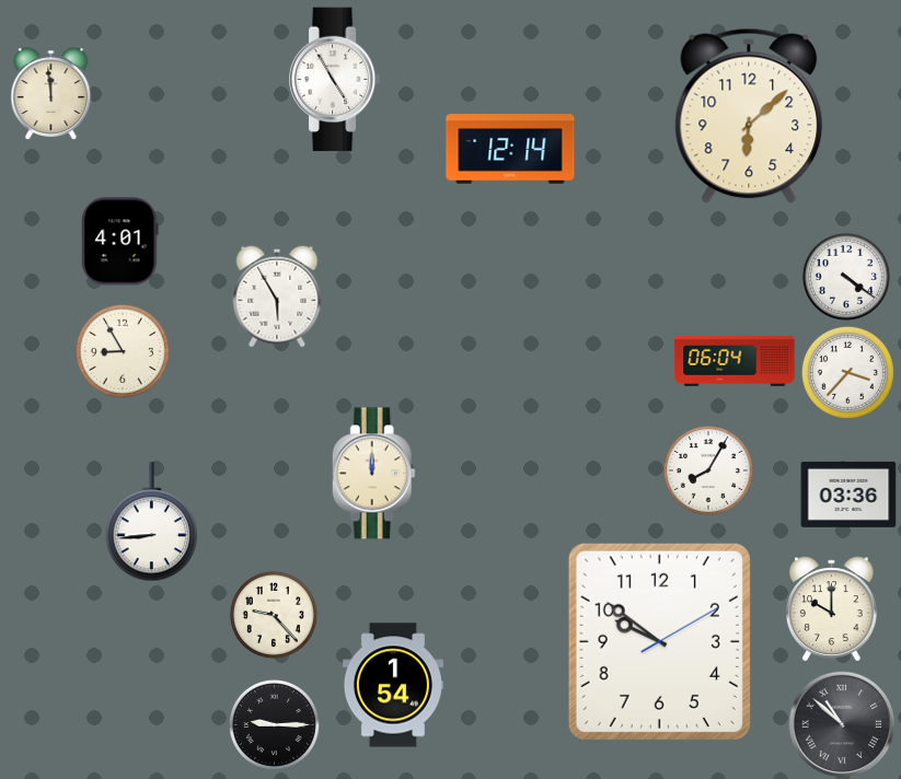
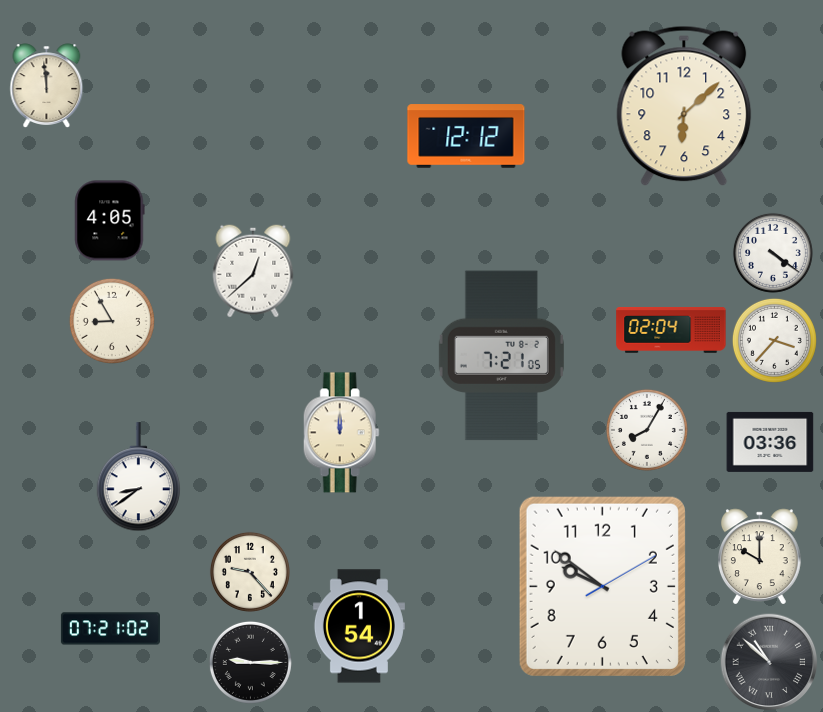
clock at (335, 80): 4:55 -> none
clock at (510, 149): 12:14 -> 12:12
clock at (120, 242): 4:01 -> 4:05
clock at (277, 297): 5:55 -> 12:38
clock at (735, 362): 06:04 -> 02:04
clock at (501, 356): none -> 7:21
clock at (848, 495) position: (848, 495) -> (770, 442)
clock at (151, 522): 8:44 -> 8:39
clock at (274, 615) position: (274, 615) -> (250, 572)
clock at (110, 629): none -> 07:21
